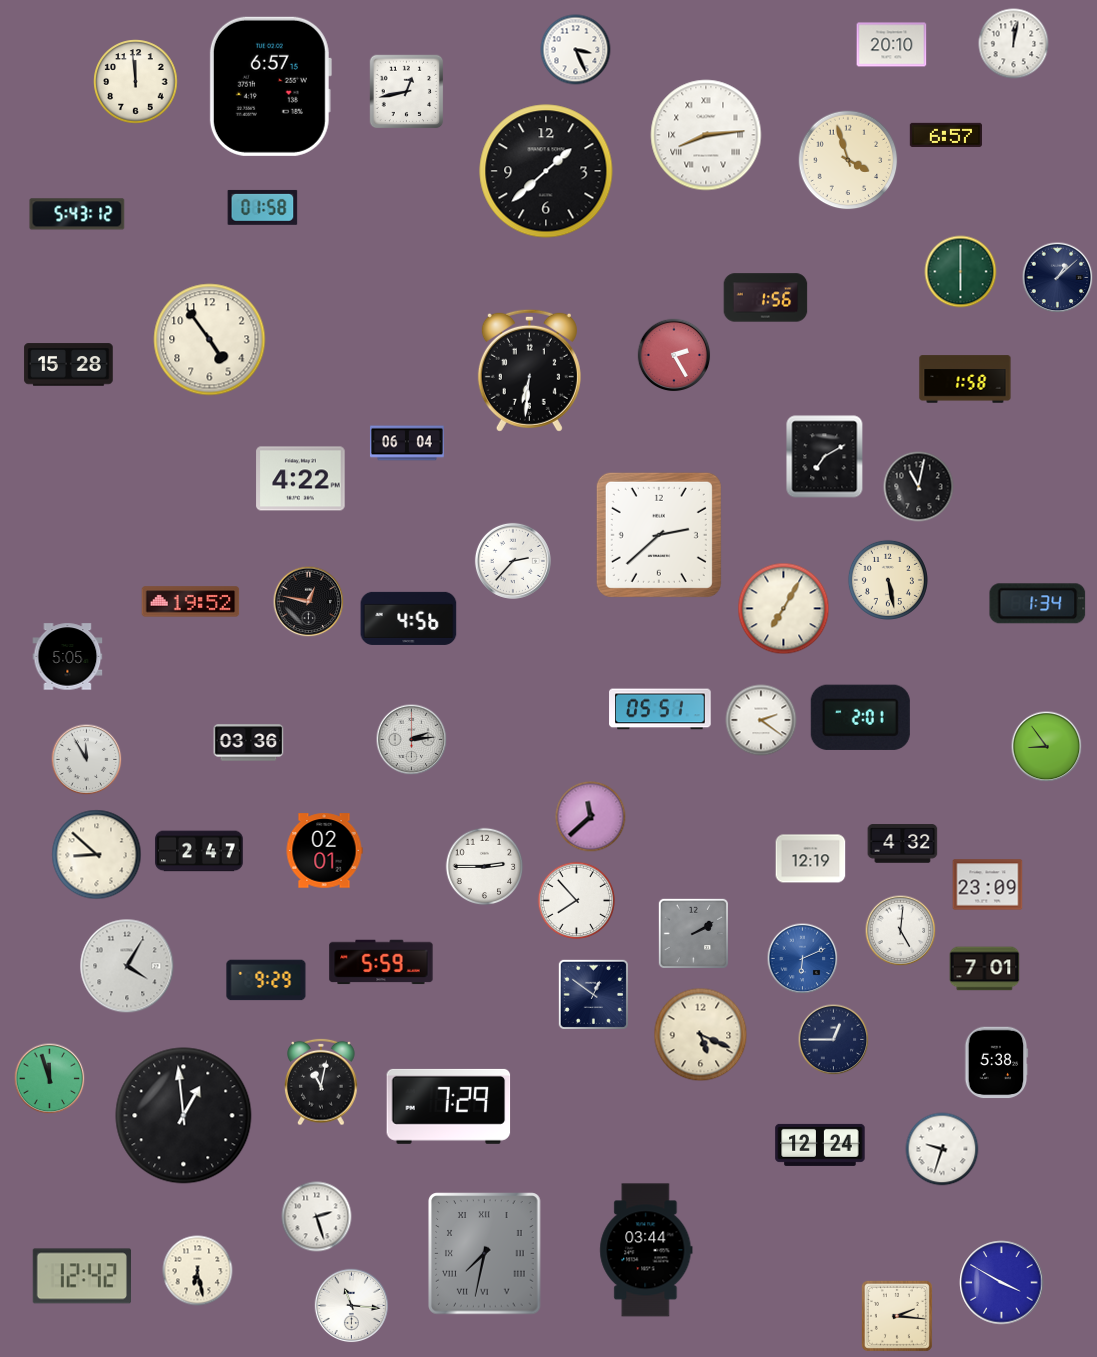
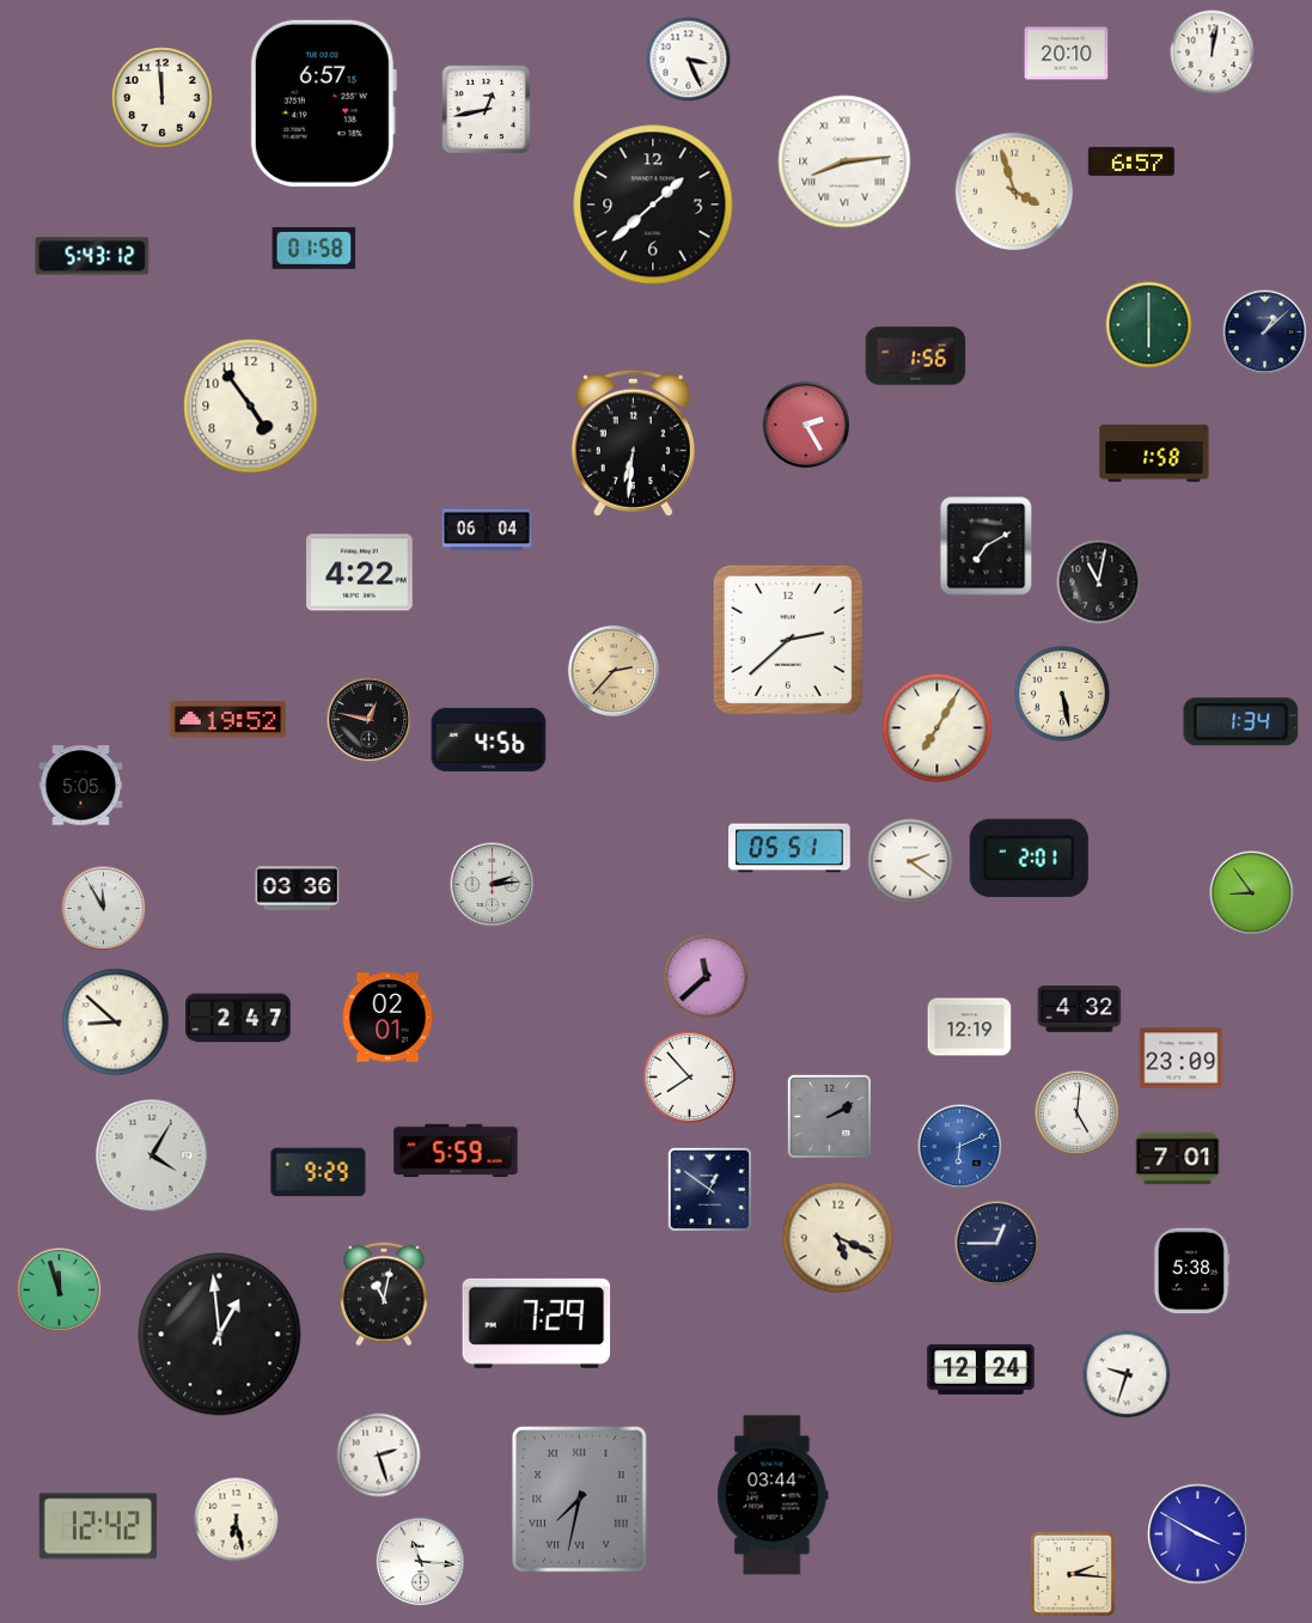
clock at (69, 365): 15:28 -> none
clock at (513, 561) dial: white -> champagne
clock at (485, 867): 2:45 -> none
